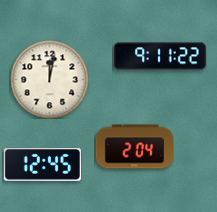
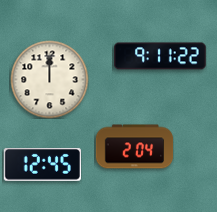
clock at (49, 79): 12:02 -> 12:00
